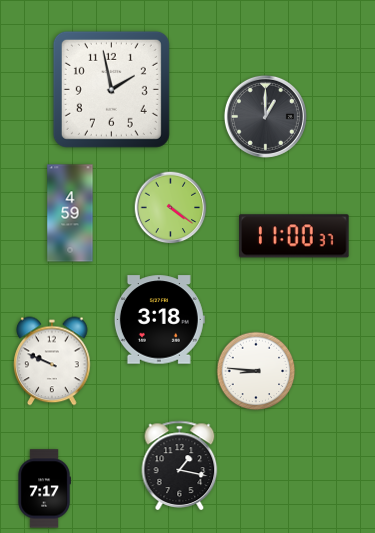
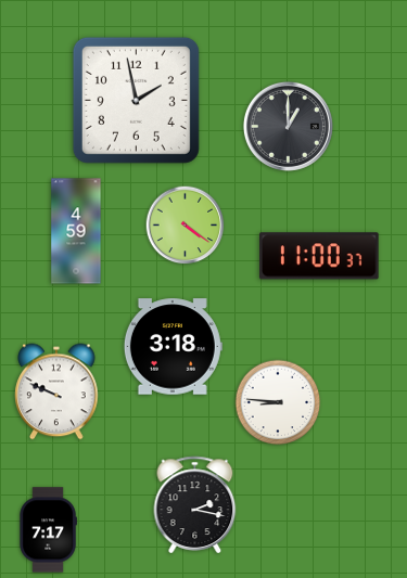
clock at (111, 89) position: (111, 89) -> (136, 100)
clock at (180, 465): 1:17 -> 2:17
